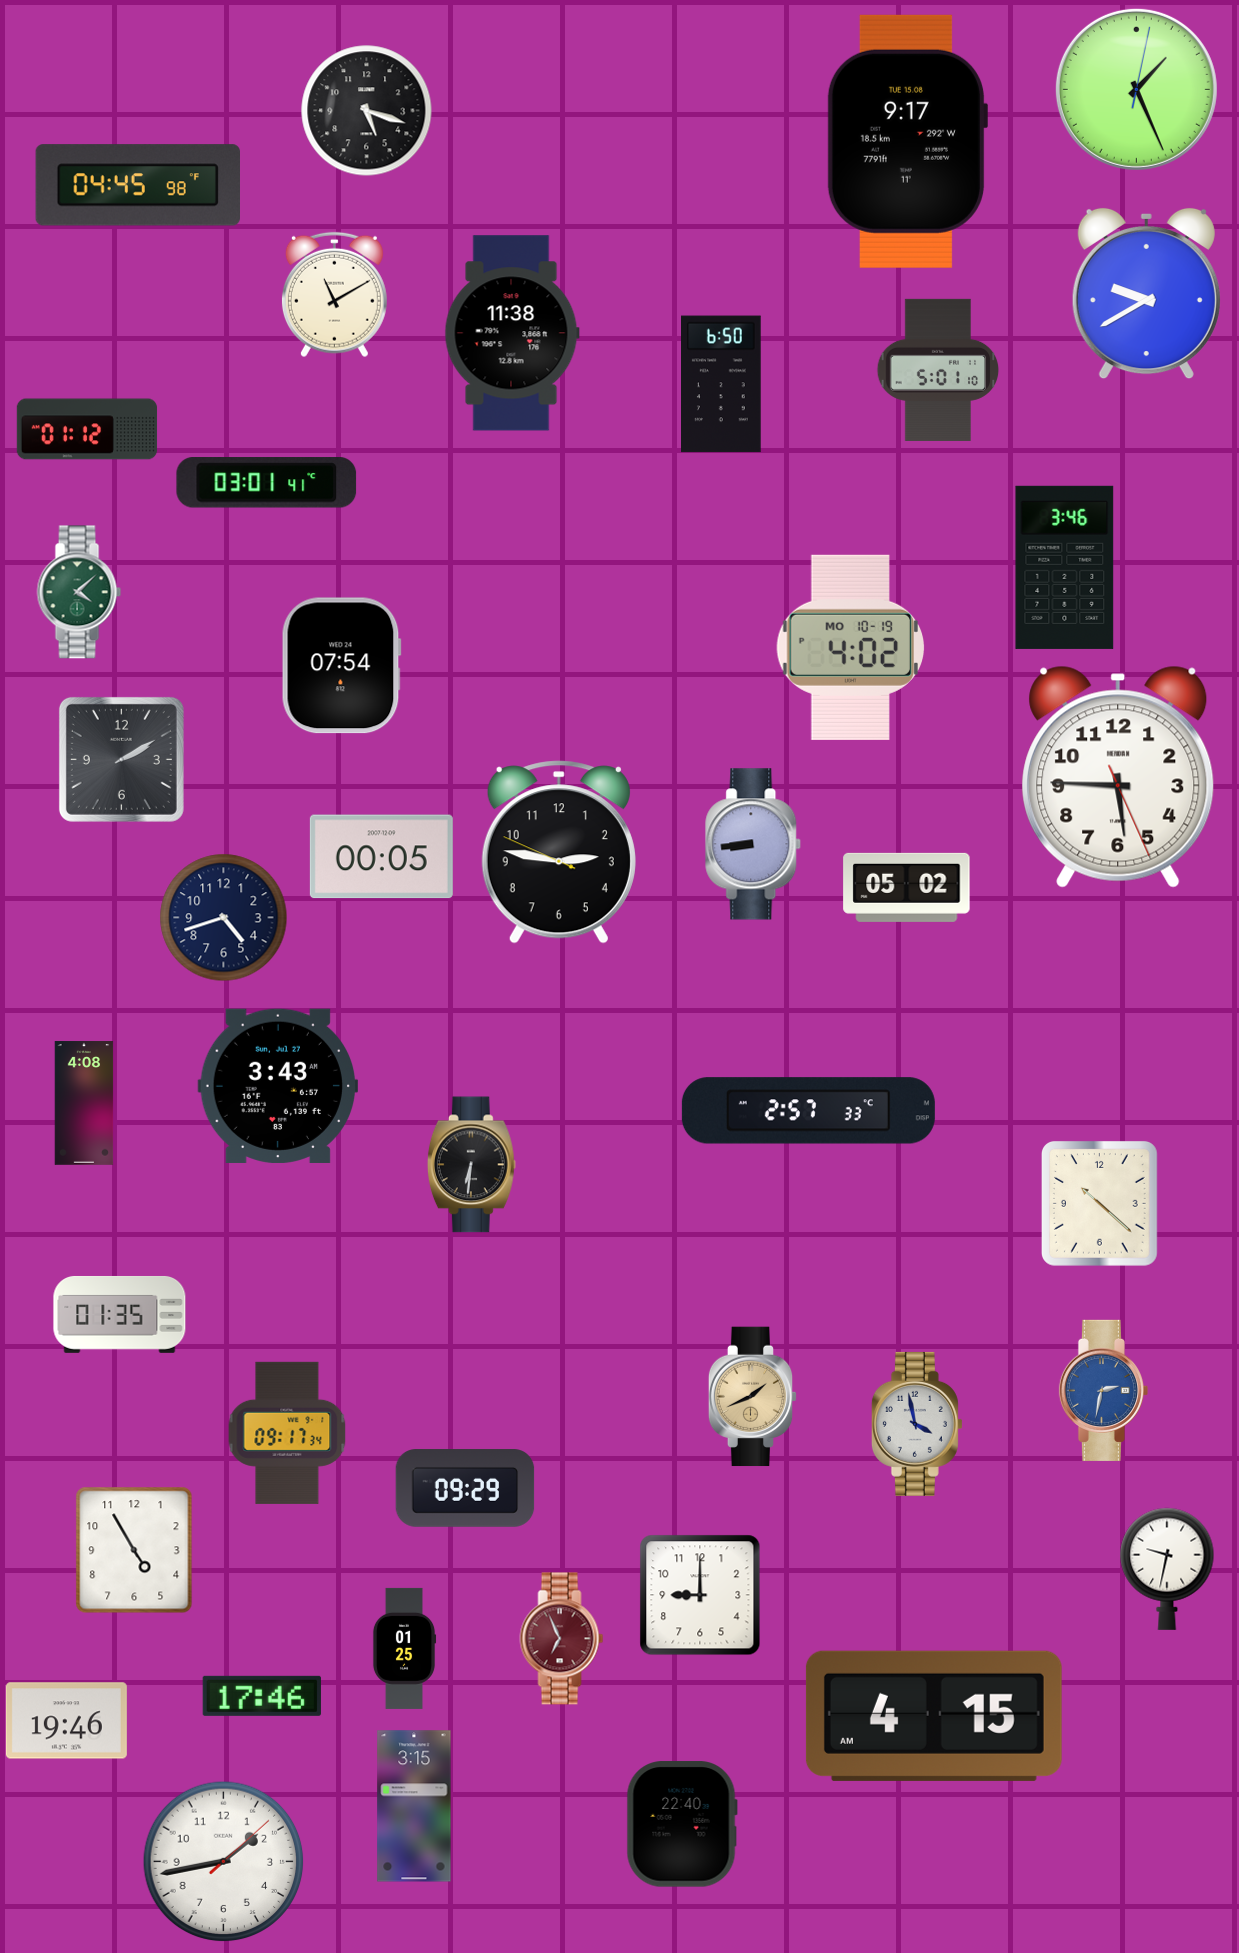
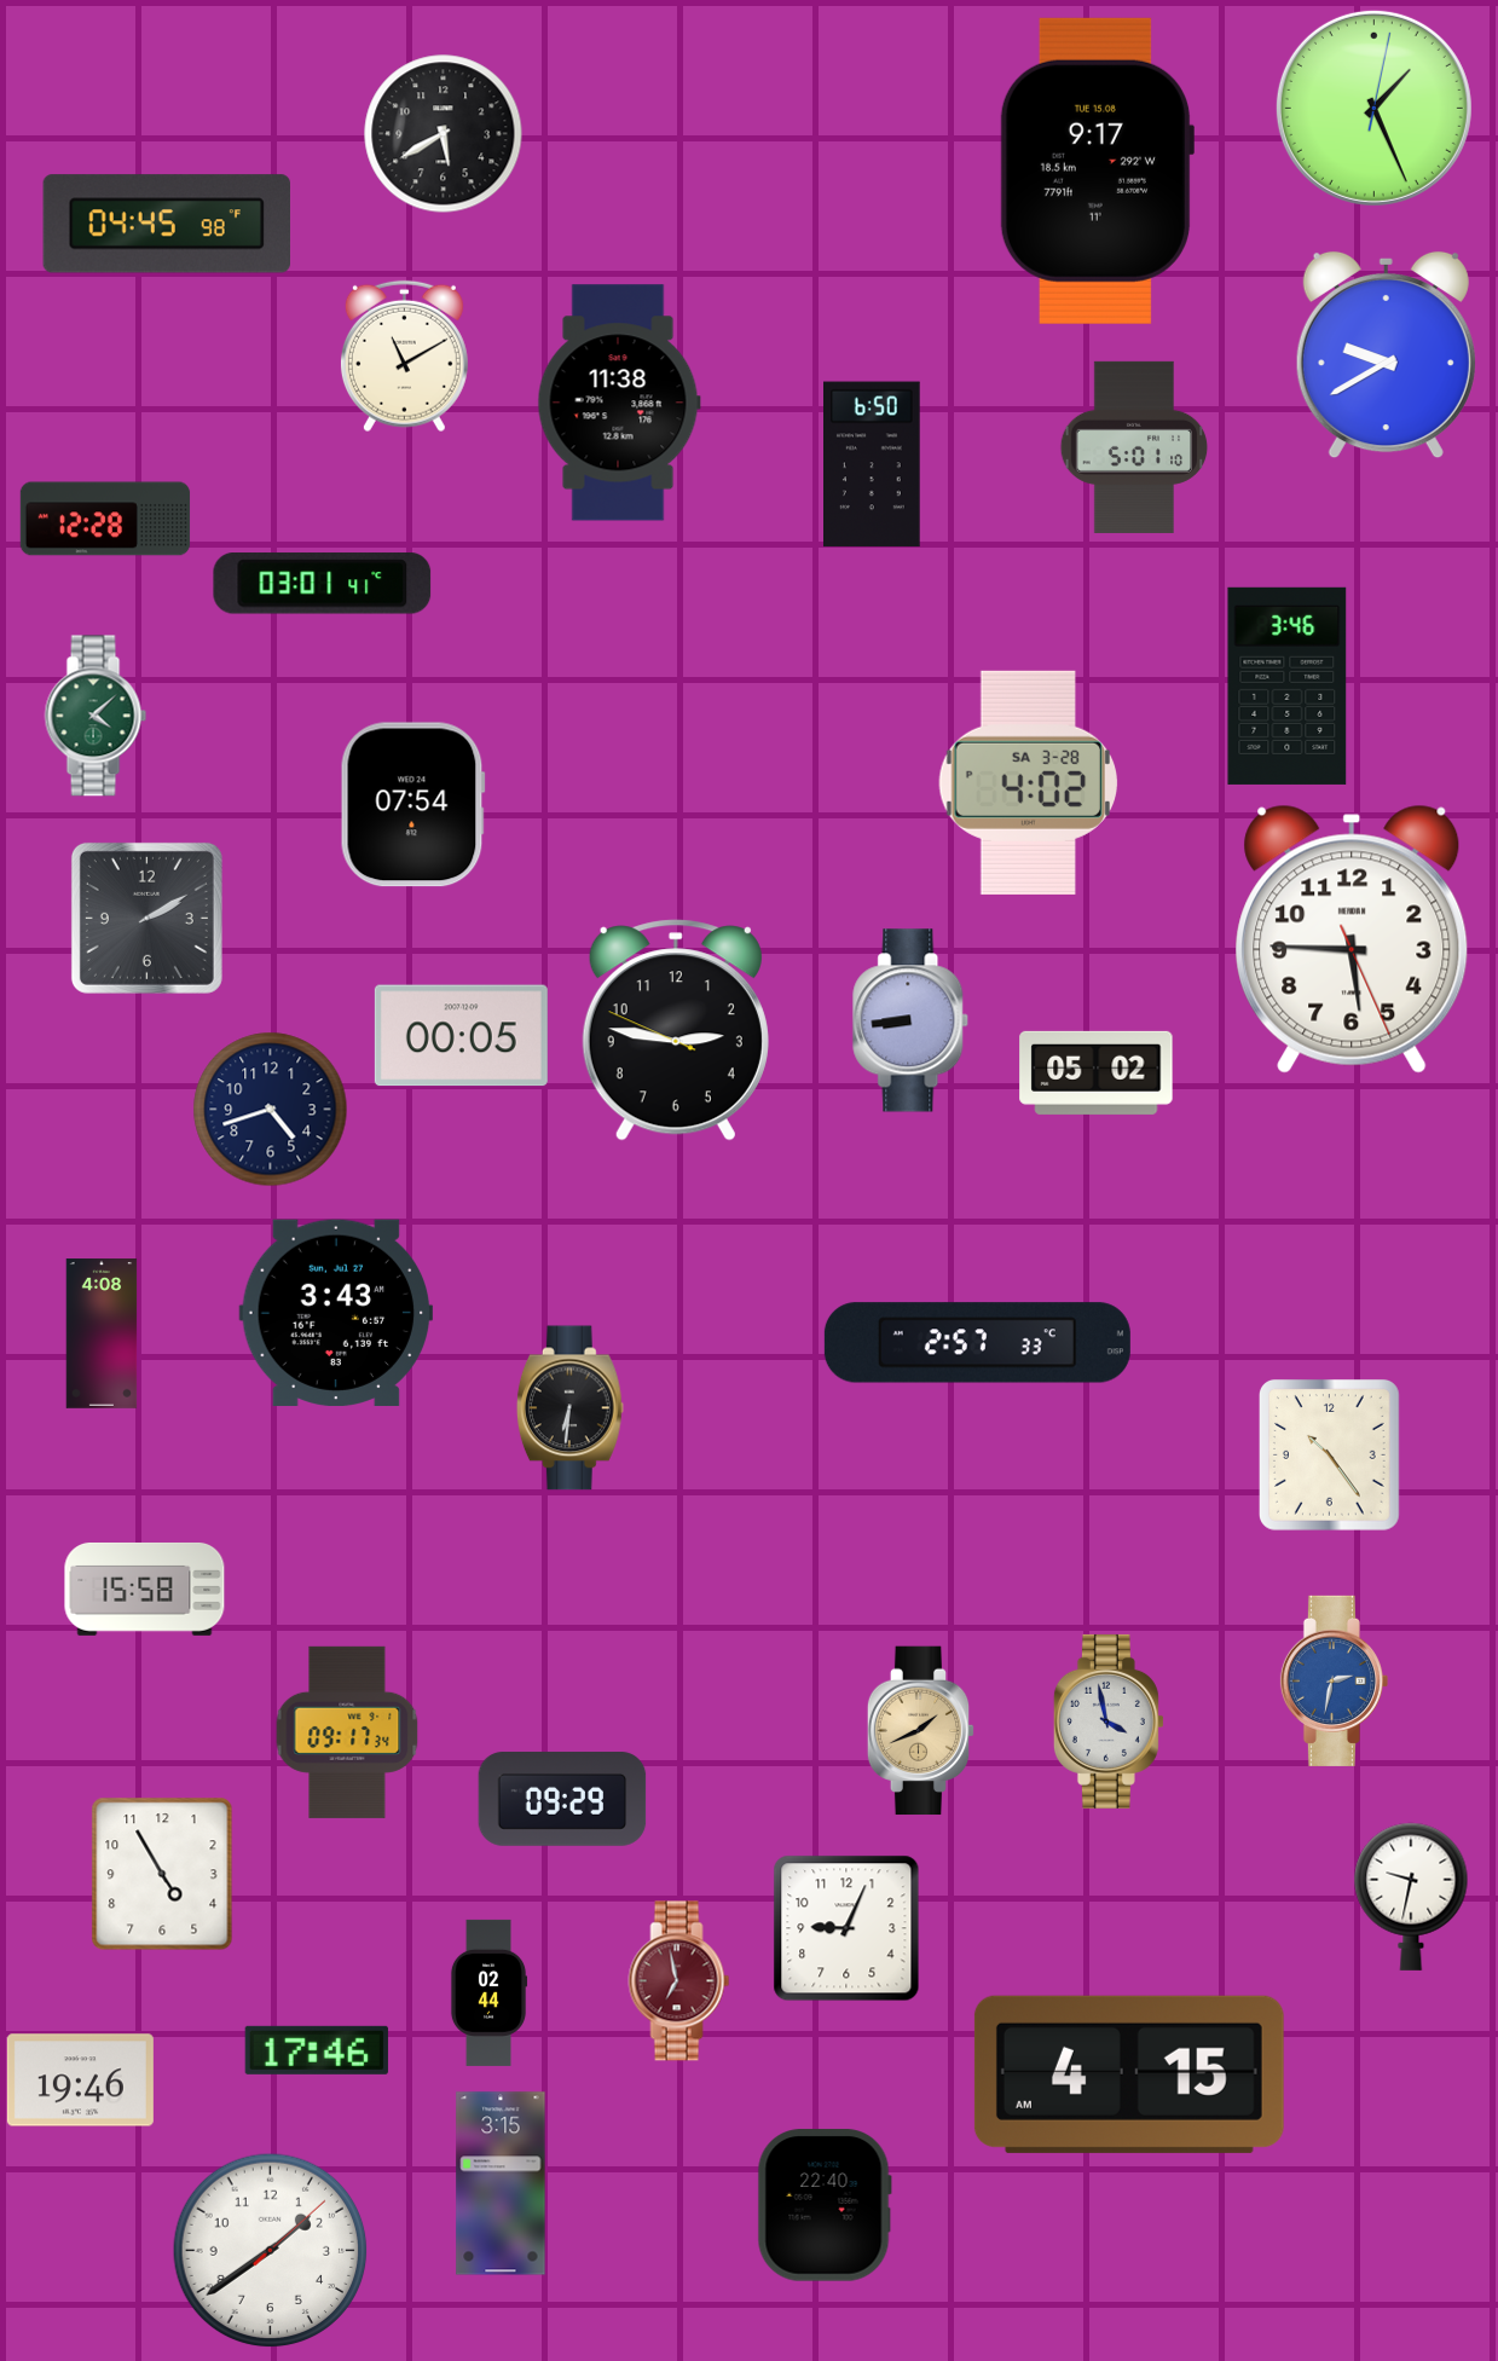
clock at (367, 111): 5:18 -> 5:40
clock at (87, 429): 01:12 -> 12:28
clock at (851, 647) date: MO 10-19 -> SA 3-28
clock at (1099, 1203): 10:22 -> 10:24
clock at (120, 1314): 01:35 -> 15:58
clock at (753, 1397) position: (753, 1397) -> (921, 1731)
clock at (700, 1595): 9:00 -> 9:04
clock at (562, 1639): 6:56 -> 6:58
clock at (404, 1648): 01:25 -> 02:44
clock at (224, 1862): 1:43 -> 1:39
